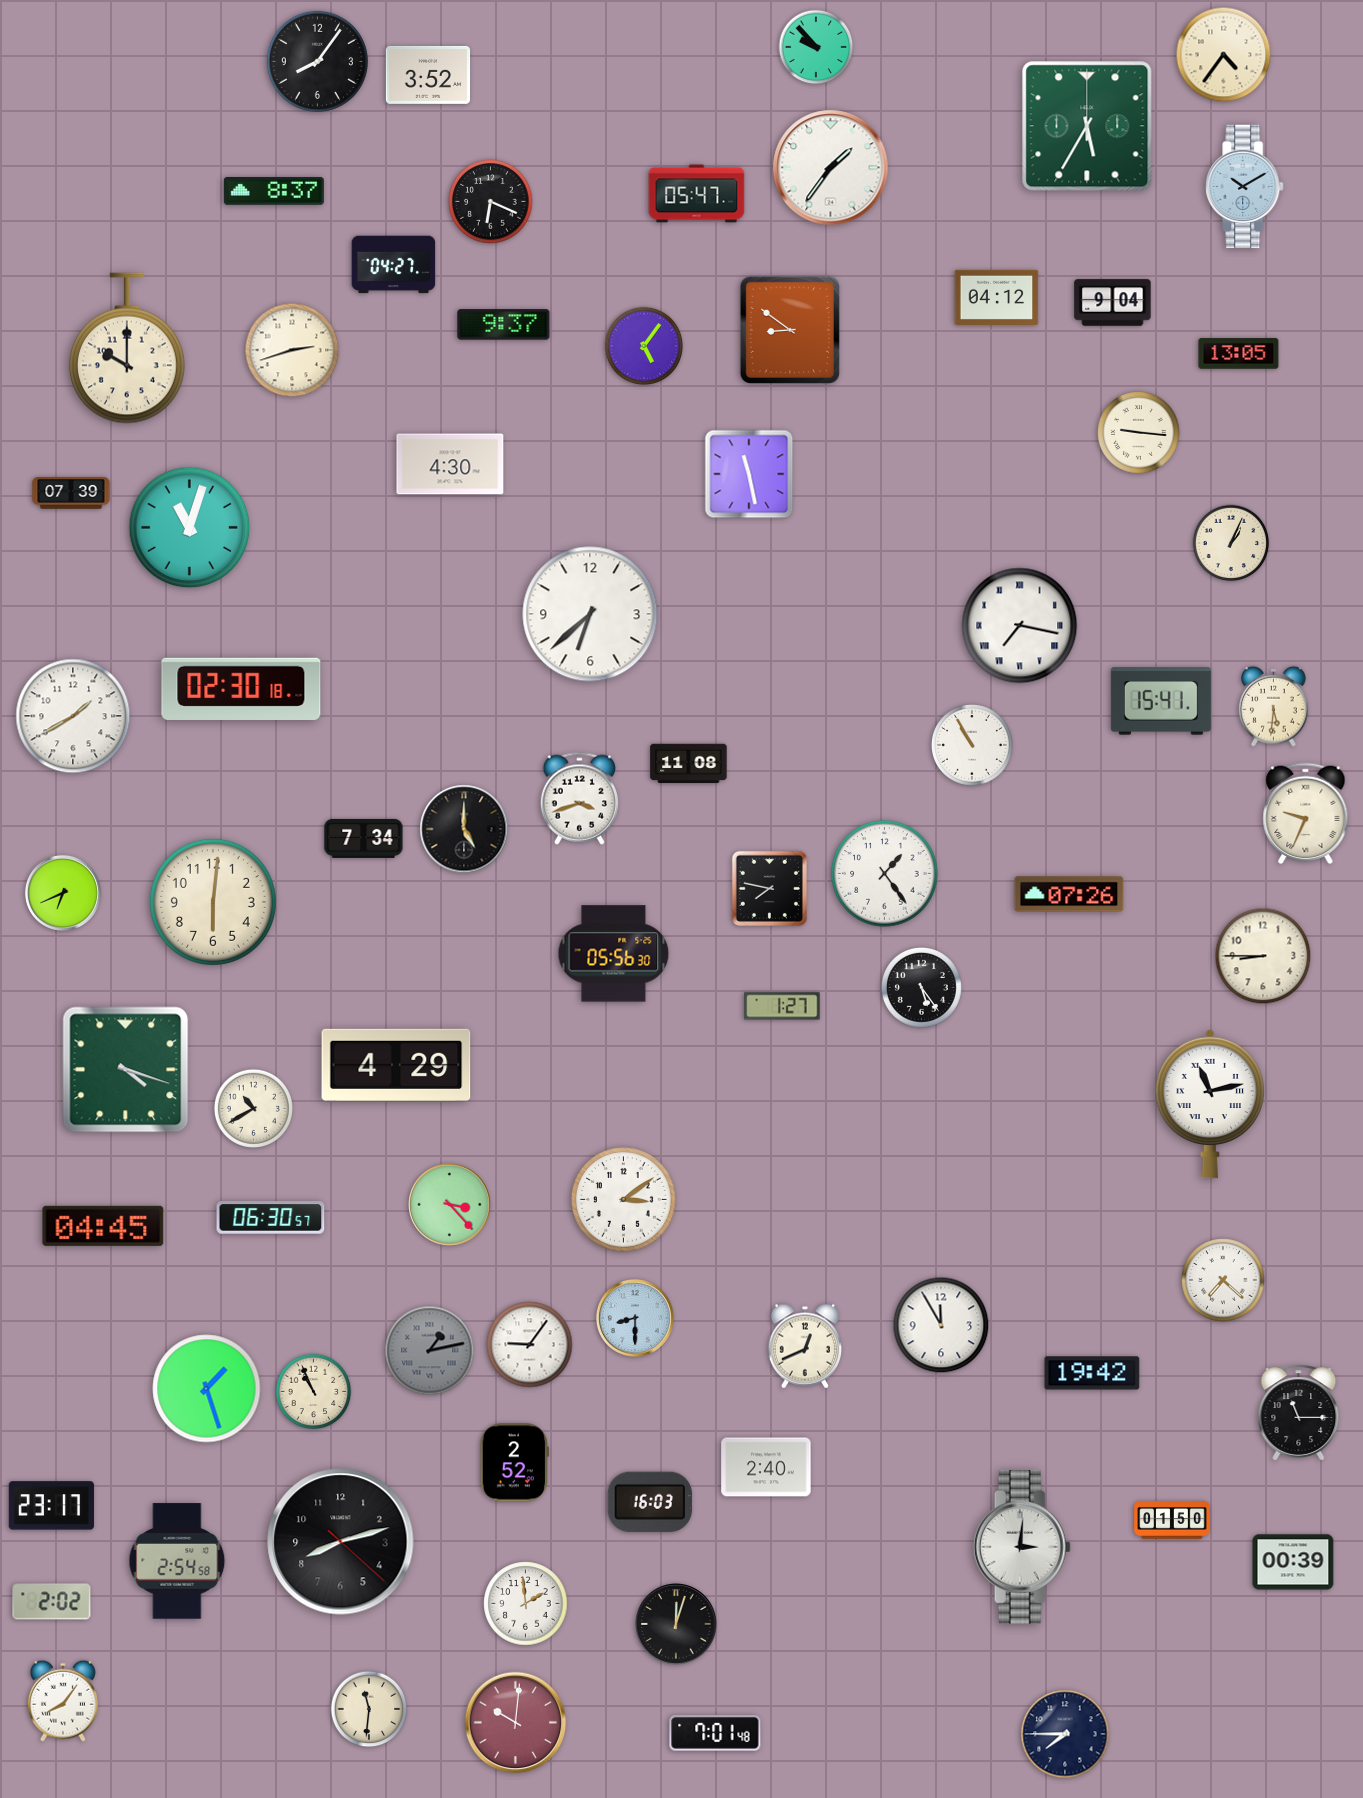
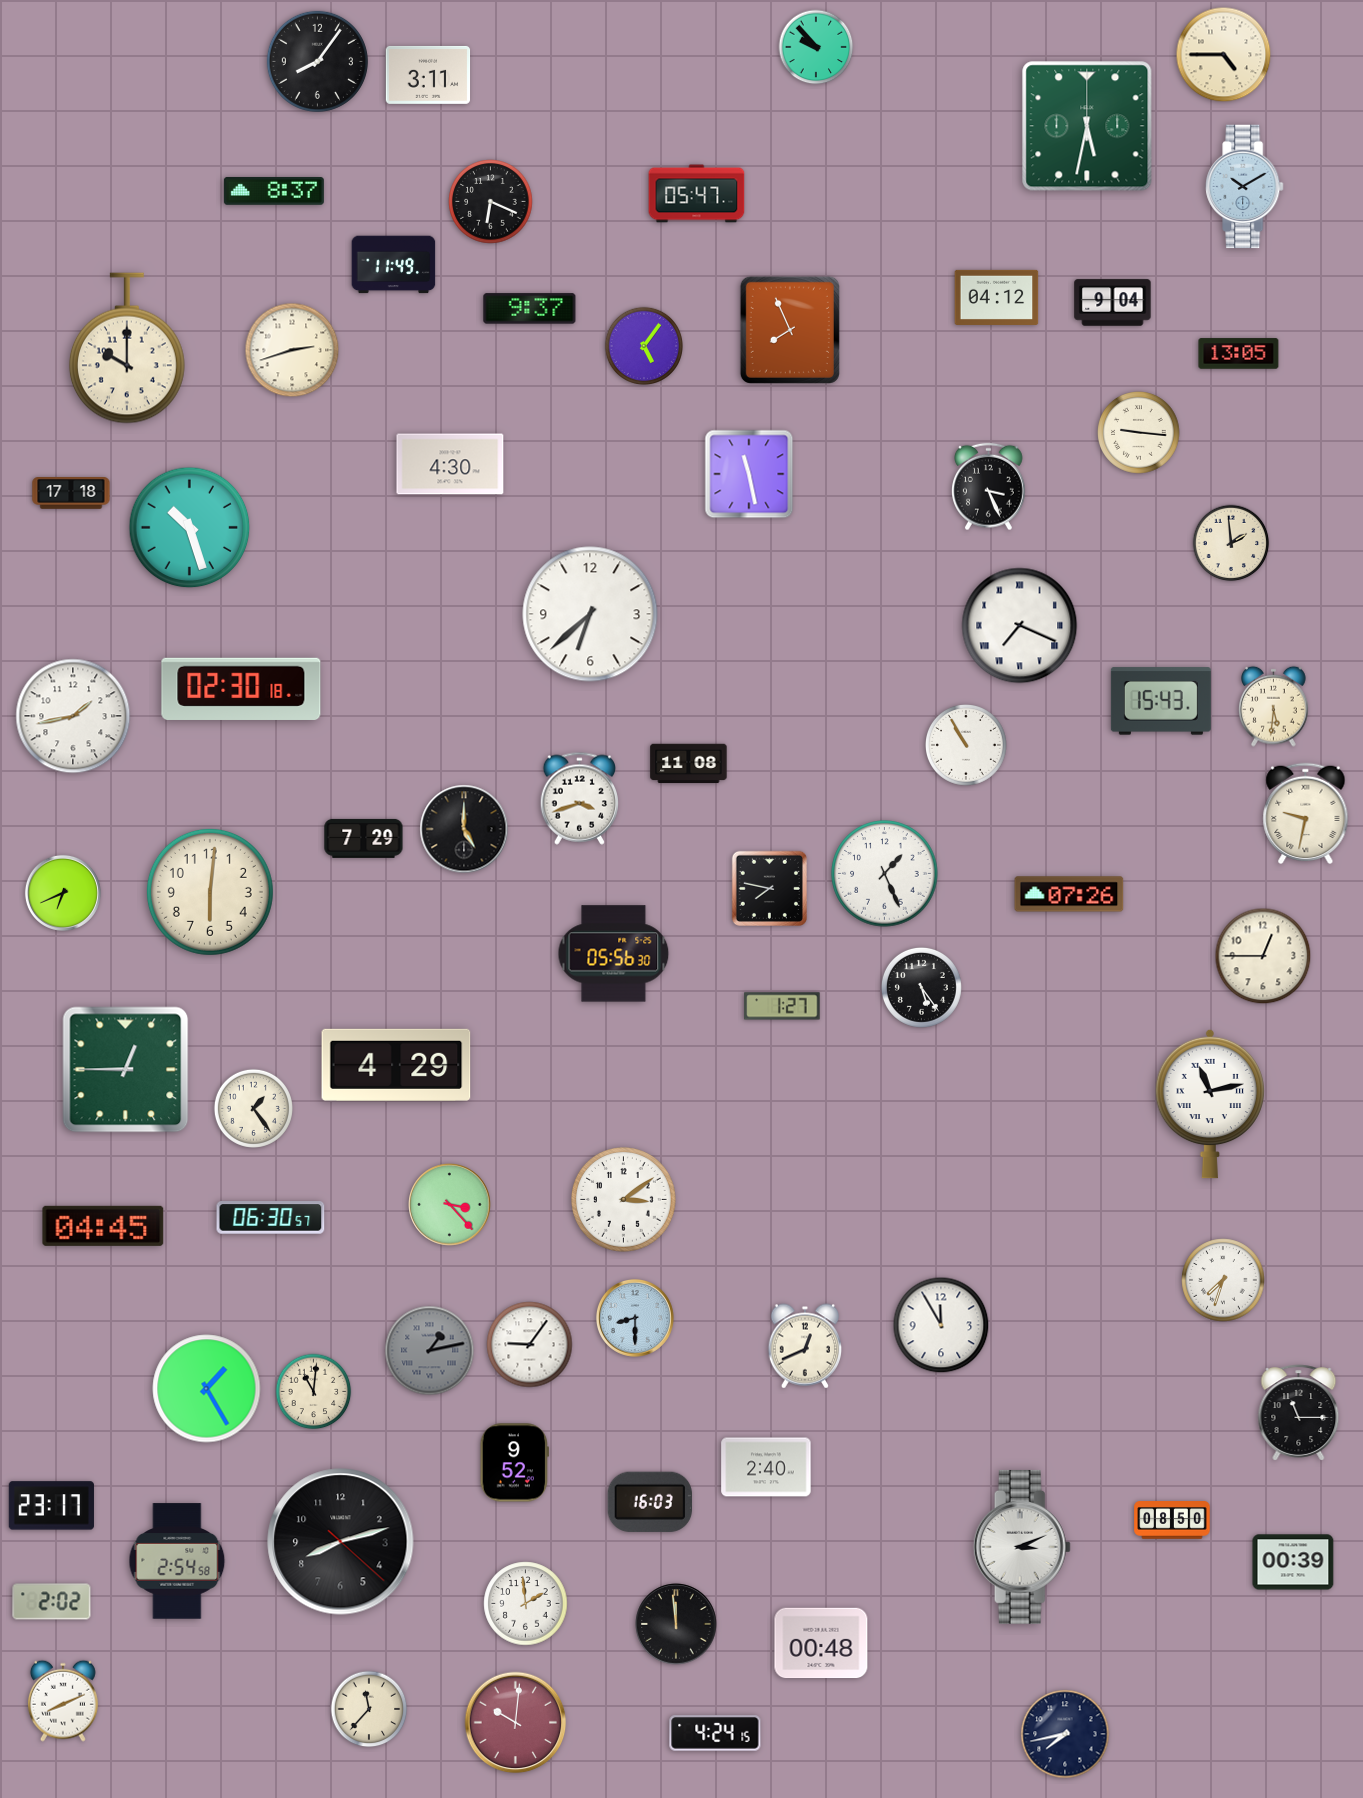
clock at (1224, 55): 4:36 -> 4:45
clock at (428, 75): 3:52 -> 3:11
clock at (1087, 126): 5:35 -> 5:32
clock at (831, 168): 1:36 -> none
clock at (394, 265): 04:27 -> 11:49
clock at (504, 325) position: (504, 325) -> (530, 309)
clock at (790, 330): 8:51 -> 7:56
clock at (989, 487): none -> 3:26
clock at (71, 493): 07:39 -> 17:18
clock at (190, 528): 11:03 -> 10:27
clock at (1231, 543): 1:04 -> 1:59
clock at (1020, 626): 7:17 -> 7:19
clock at (1161, 701): 15:41 -> 15:43
clock at (73, 716): 1:40 -> 1:43
clock at (973, 746) position: (973, 746) -> (967, 746)
clock at (1306, 814): 9:34 -> 9:32
clock at (364, 838): 7:34 -> 7:29
clock at (885, 874): 1:24 -> 1:26
clock at (213, 902) position: (213, 902) -> (210, 892)
clock at (1263, 956): 8:45 -> 12:45
clock at (126, 1070): 4:18 -> 12:45
clock at (253, 1108): 10:40 -> 1:24
clock at (1223, 1280): 7:22 -> 7:33
clock at (1092, 1373): 19:42 -> none
clock at (207, 1389): 1:27 -> 1:25
clock at (314, 1392): 10:56 -> 11:01
clock at (514, 1463): 2:52 -> 9:52
clock at (1172, 1520): 01:50 -> 08:50
clock at (1022, 1547): 3:01 -> 3:11
clock at (676, 1624): 12:03 -> 11:59
clock at (821, 1643): none -> 00:48
clock at (63, 1701): 8:06 -> 8:11
clock at (369, 1709): 11:31 -> 11:37
clock at (715, 1733): 7:01 -> 4:24
clock at (1065, 1734): 7:45 -> 7:43
